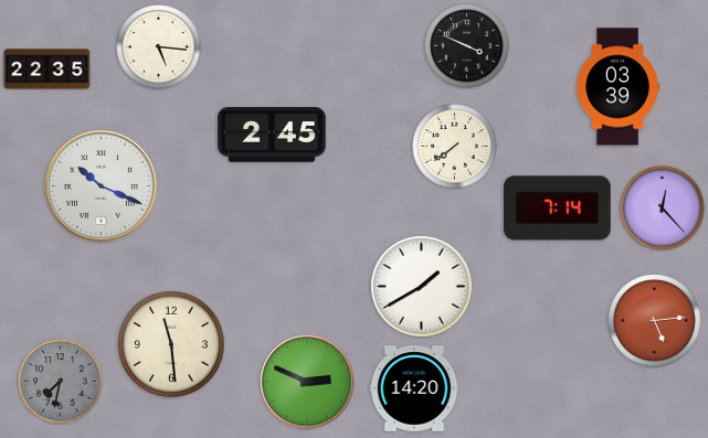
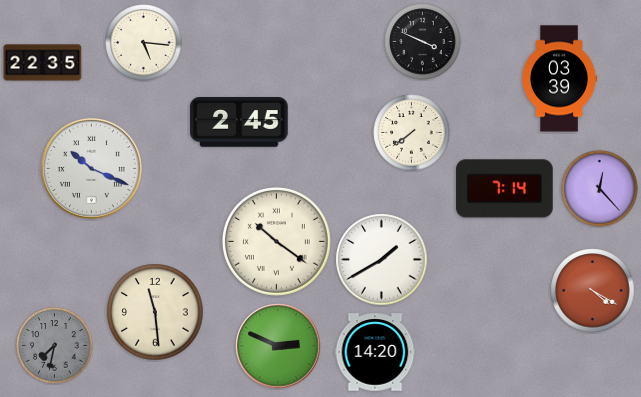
clock at (272, 135) position: (272, 135) -> (239, 122)
clock at (276, 241): none -> 10:21
clock at (655, 321): 5:14 -> 4:20
